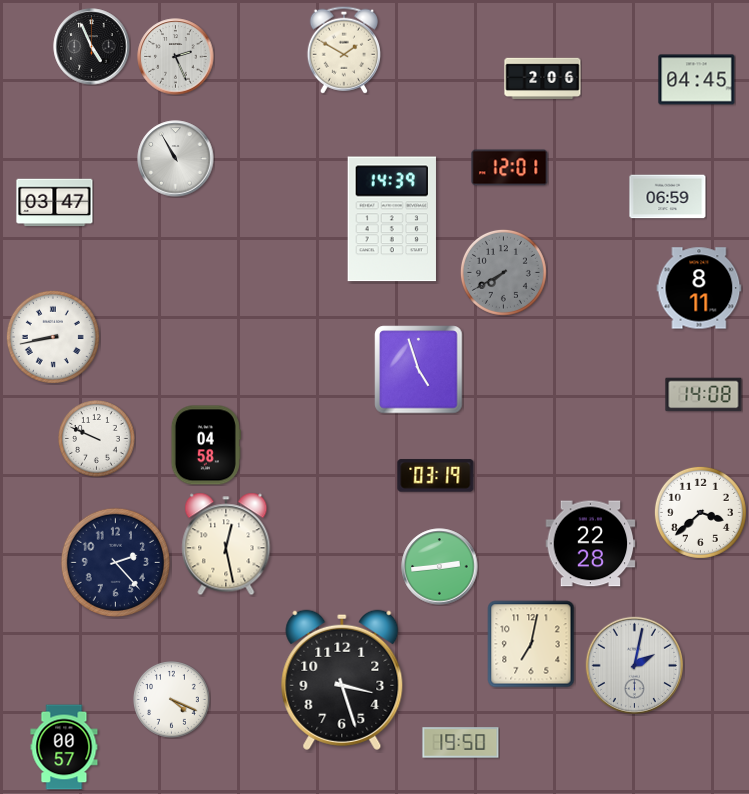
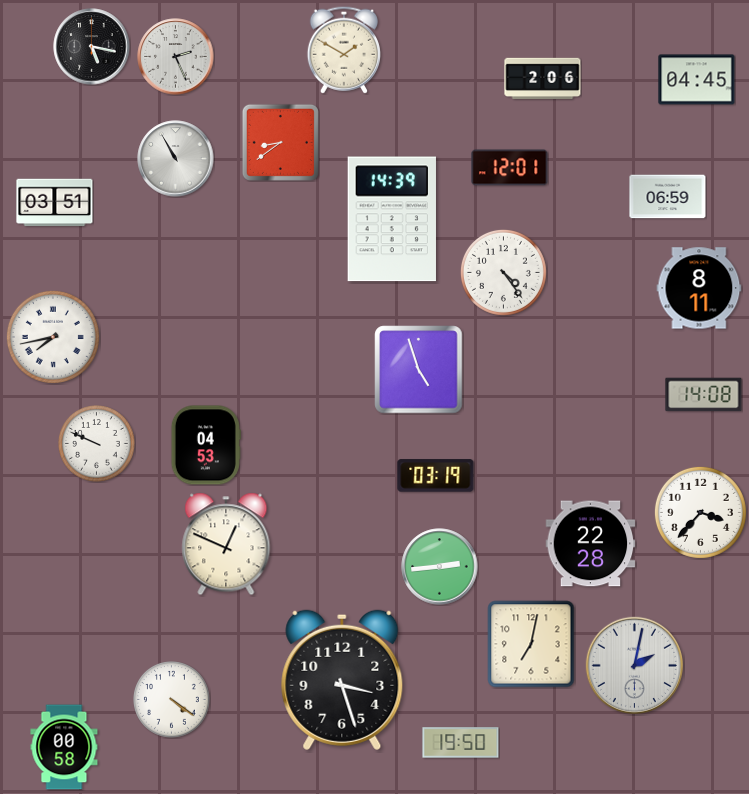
clock at (92, 47): 4:56 -> 5:17
clock at (280, 142): none -> 8:39
clock at (55, 203): 03:47 -> 03:51
clock at (503, 272): 7:40 -> 4:24
clock at (503, 272) dial: grey -> white
clock at (53, 337): 8:43 -> 7:43
clock at (97, 439) position: (97, 439) -> (97, 444)
clock at (206, 445): 04:58 -> 04:53
clock at (700, 512): 3:38 -> 3:37
clock at (226, 544): 12:28 -> 12:49
clock at (115, 562): 2:23 -> none
clock at (172, 700): 4:19 -> 4:21
clock at (64, 747): 00:57 -> 00:58
